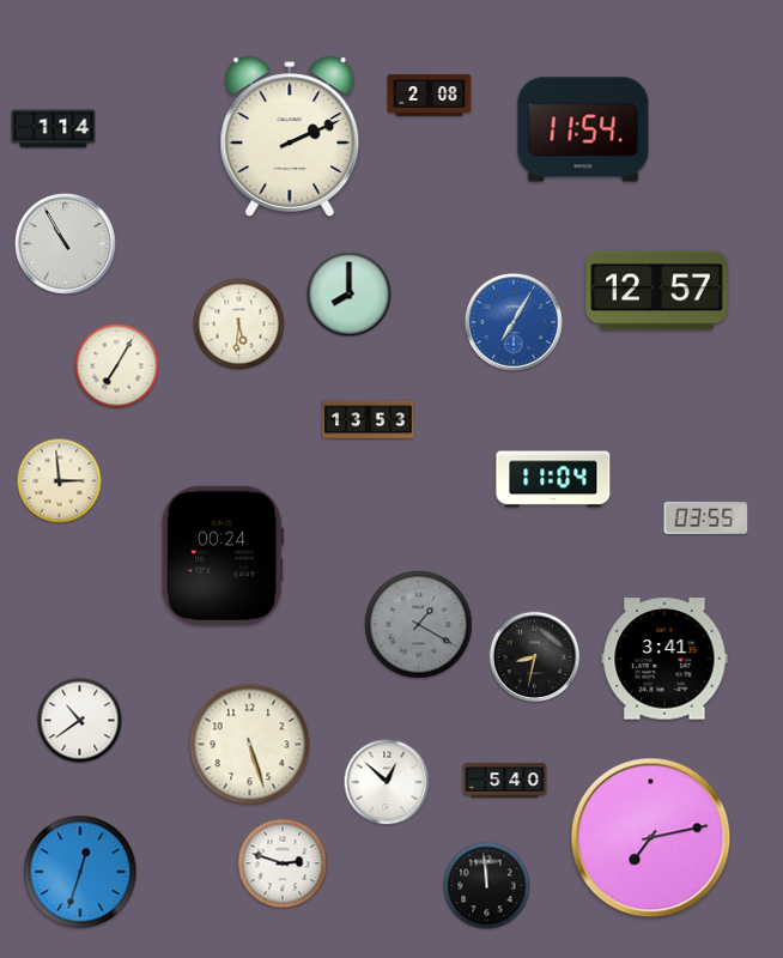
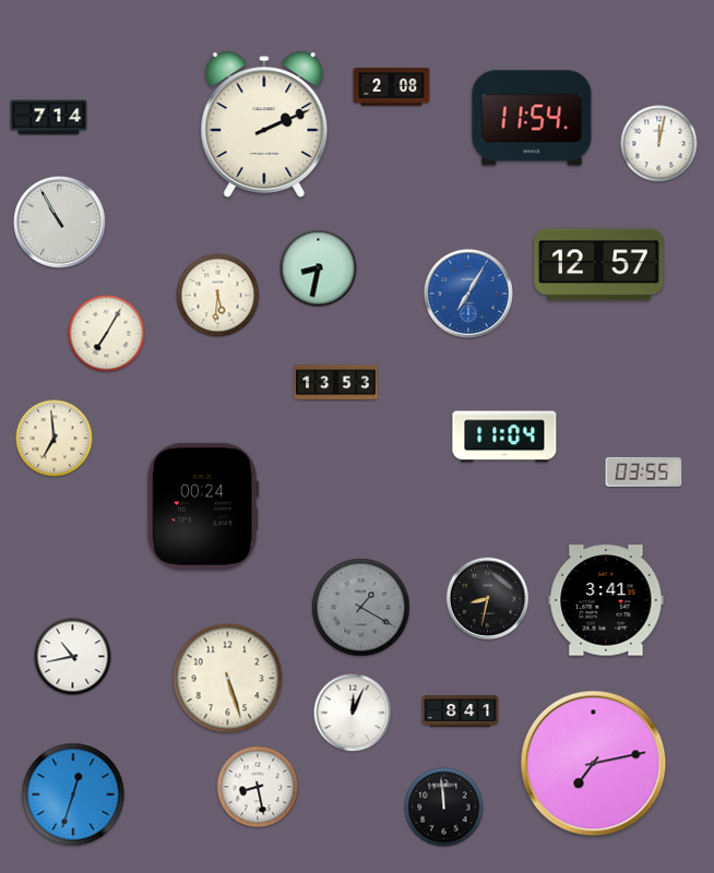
clock at (54, 129): 1:14 -> 7:14
clock at (659, 144): none -> 12:02
clock at (350, 295): 8:00 -> 8:32
clock at (60, 481): 2:59 -> 6:59
clock at (419, 625) position: (419, 625) -> (361, 608)
clock at (80, 721): 10:39 -> 10:43
clock at (505, 781): 5:40 -> 8:41
clock at (387, 782): 12:52 -> 12:04
clock at (283, 863): 2:48 -> 8:28
